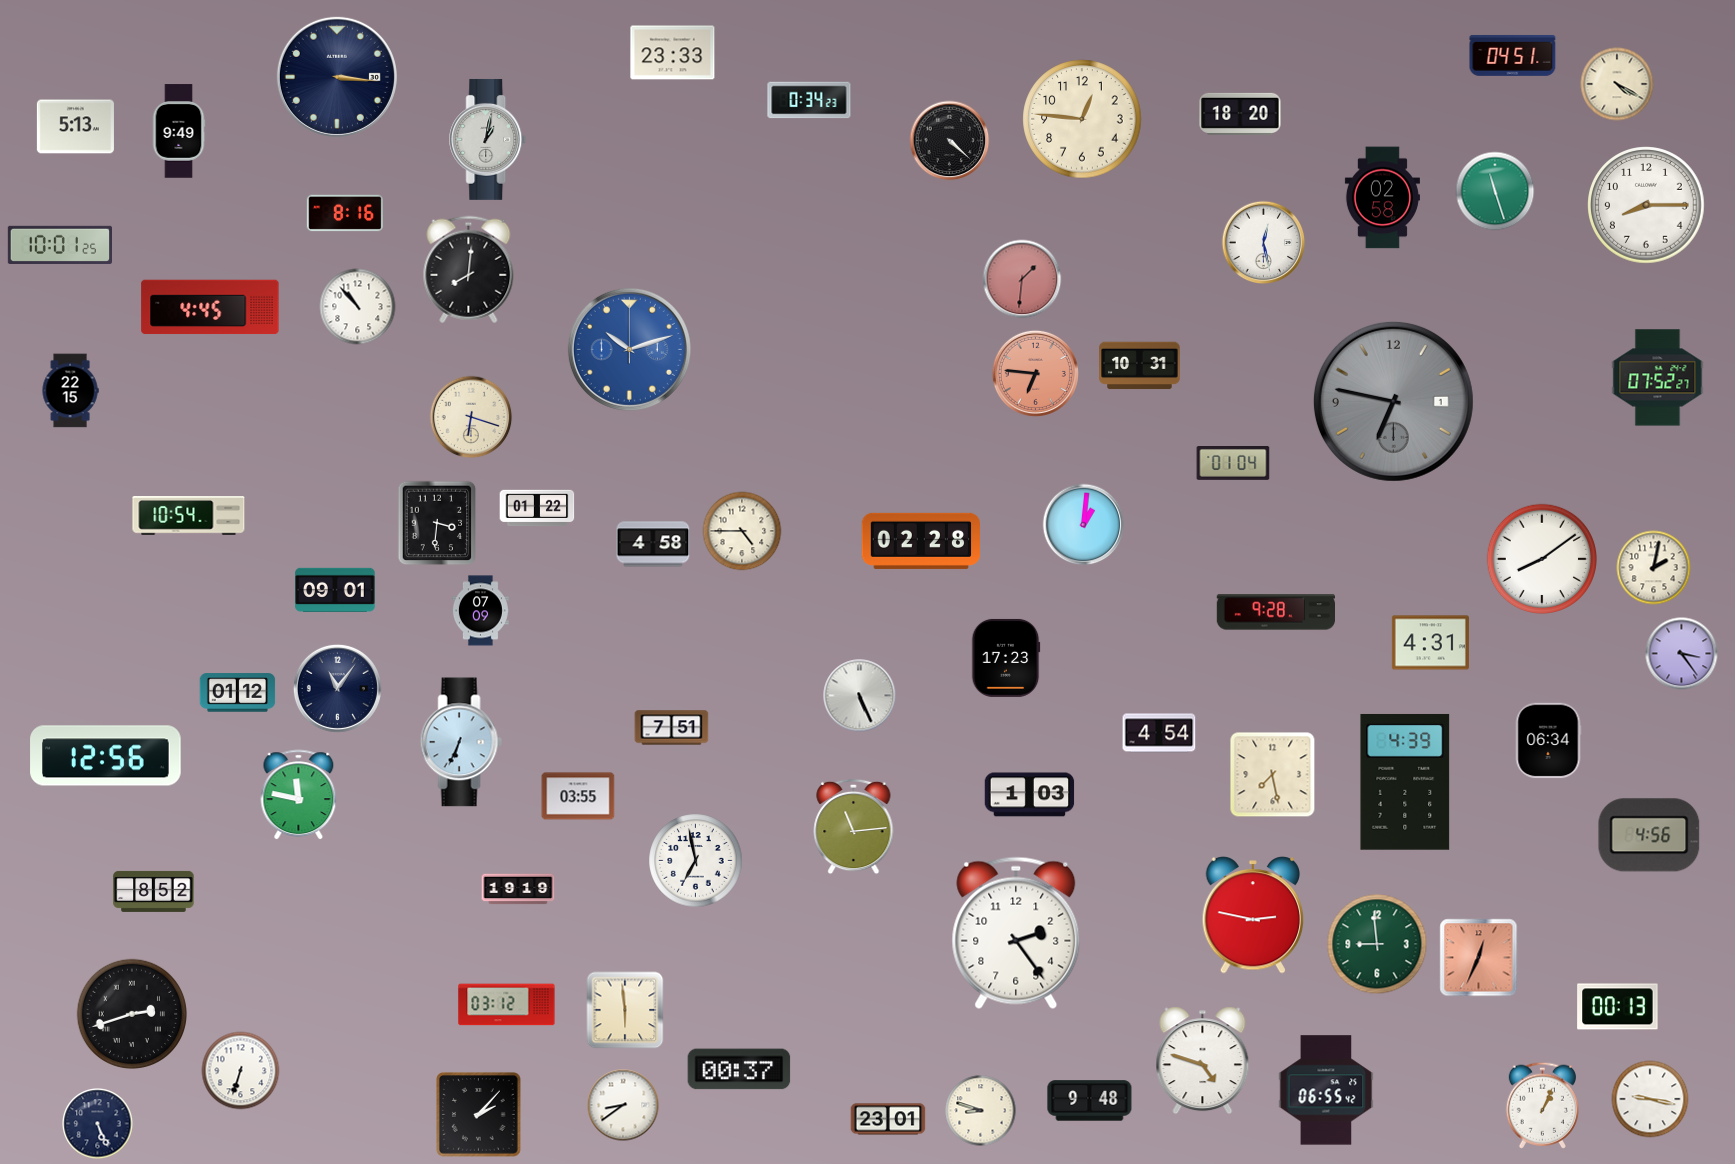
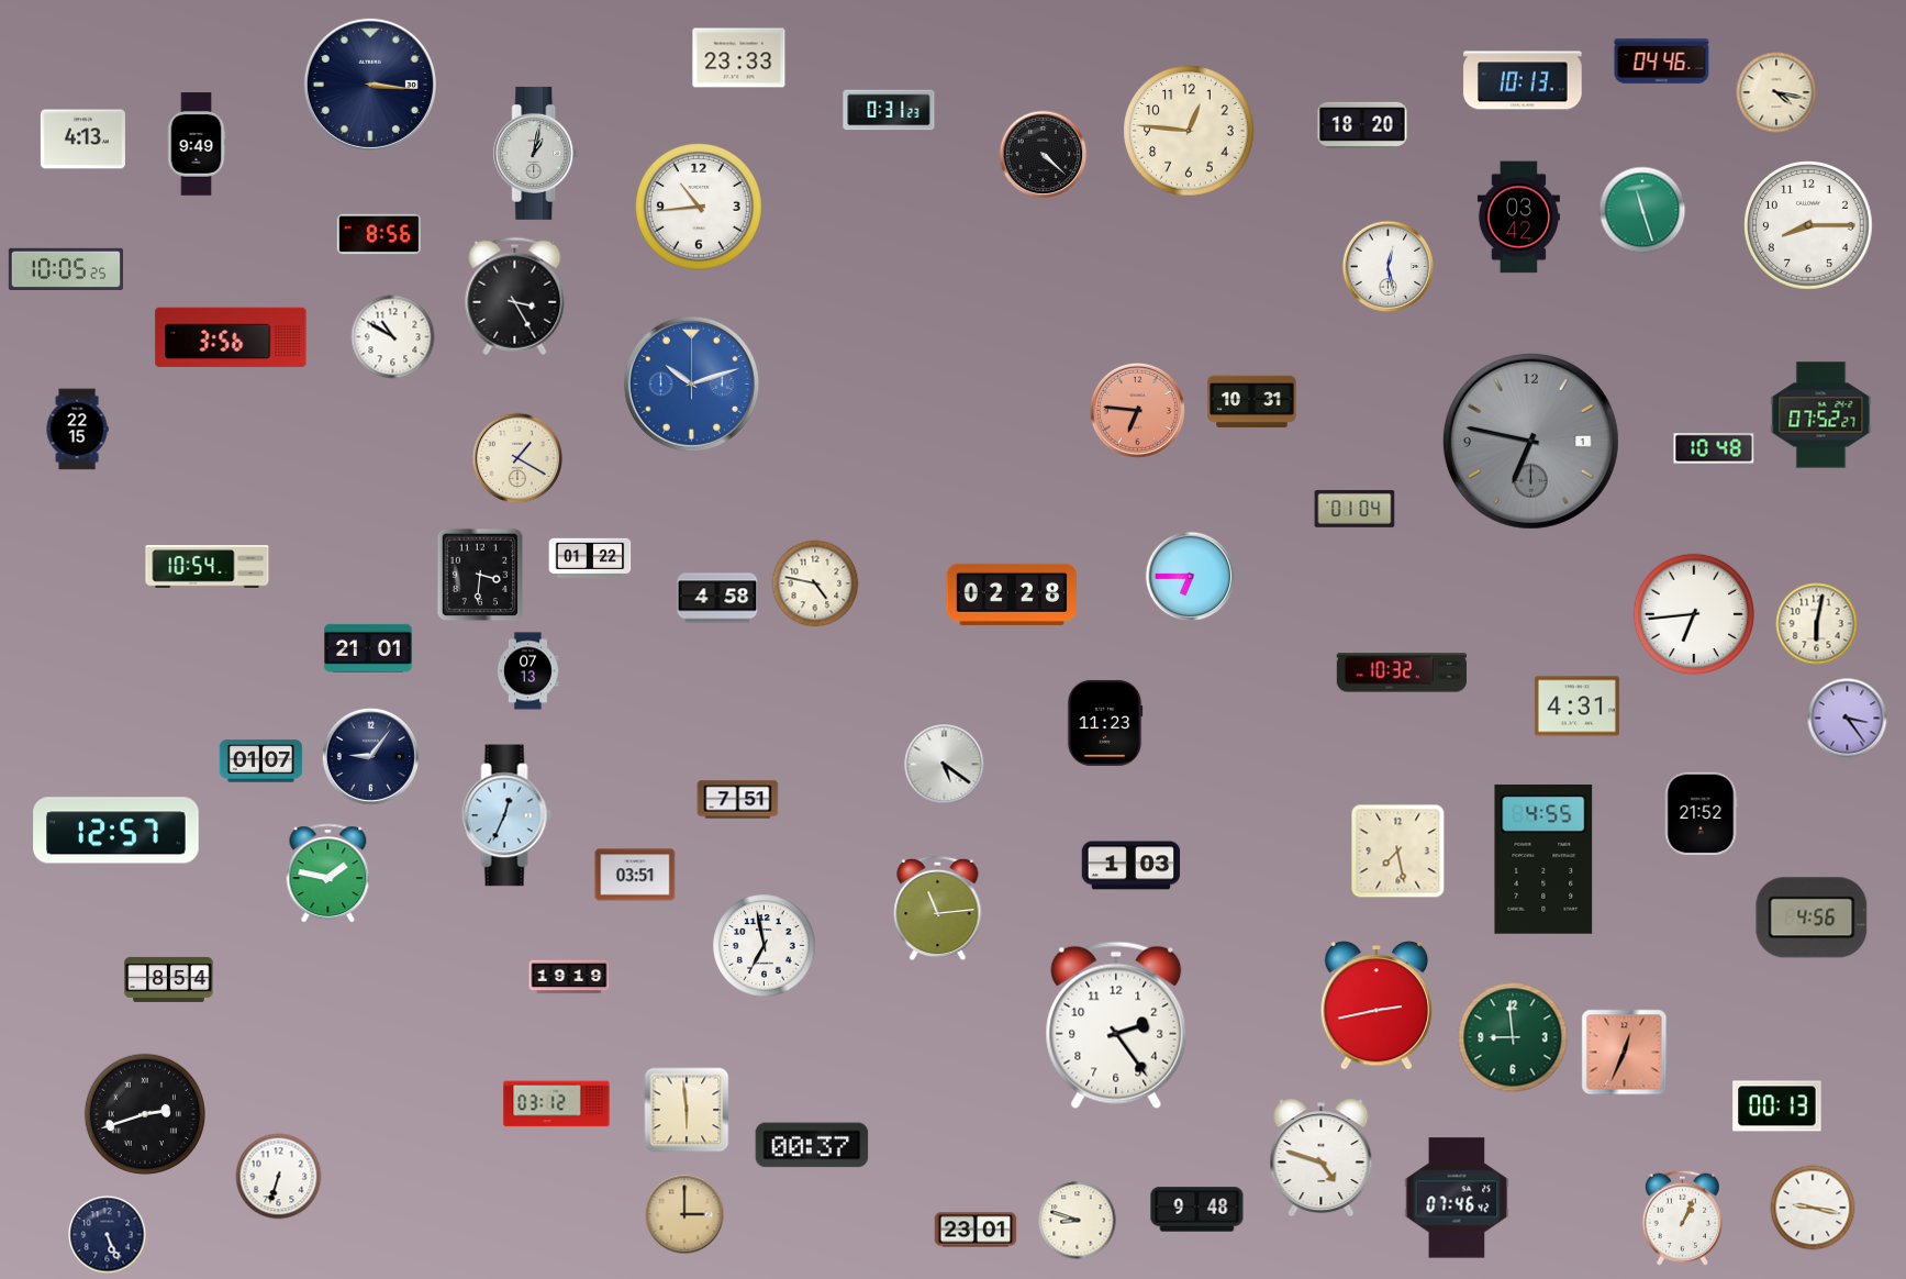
clock at (1513, 55): 04:51 -> 04:46
clock at (1523, 80): none -> 10:13
clock at (1617, 84): 4:20 -> 4:17
clock at (809, 100): 0:34 -> 0:31
clock at (75, 127): 5:13 -> 4:13
clock at (699, 207): none -> 10:44
clock at (1382, 198): 02:58 -> 03:42
clock at (344, 213): 8:16 -> 8:56
clock at (59, 245): 10:01 -> 10:05
clock at (469, 270): 8:01 -> 3:25
clock at (1022, 279): 1:31 -> none
clock at (210, 307): 4:45 -> 3:56
clock at (358, 307): 10:53 -> 10:50
clock at (1714, 448): none -> 10:48
clock at (471, 417): 6:18 -> 1:20
clock at (1084, 525): 1:01 -> 6:45
clock at (742, 531): 4:45 -> 4:47
clock at (1541, 558): 8:09 -> 6:44
clock at (1654, 568): 2:02 -> 6:02
clock at (335, 590): 09:01 -> 21:01
clock at (480, 611): 07:09 -> 07:13
clock at (1275, 612): 9:28 -> 10:32
clock at (1430, 643) position: (1430, 643) -> (1576, 707)
clock at (1006, 658): 17:23 -> 11:23
clock at (337, 688): 11:06 -> 9:06
clock at (238, 693): 01:12 -> 01:07
clock at (860, 696): 5:26 -> 5:21
clock at (1159, 733): 4:54 -> none
clock at (1548, 741): 06:34 -> 21:52
clock at (461, 742): 6:34 -> 12:34
clock at (106, 756): 12:56 -> 12:57
clock at (1405, 782): 4:39 -> 4:55
clock at (299, 795): 11:47 -> 1:47
clock at (1030, 795) position: (1030, 795) -> (1132, 866)
clock at (578, 796): 03:55 -> 03:51
clock at (154, 891): 8:52 -> 8:54
clock at (1253, 915): 2:47 -> 2:43
clock at (1203, 1061) position: (1203, 1061) -> (1322, 1158)
clock at (739, 1069) position: (739, 1069) -> (812, 1145)
clock at (241, 1071) position: (241, 1071) -> (279, 1177)
clock at (1326, 1090): 06:55 -> 07:46
clock at (623, 1105): 8:39 -> 3:00
clock at (623, 1105) dial: white -> champagne
clock at (1542, 1105) position: (1542, 1105) -> (1682, 1217)
clock at (479, 1115): 2:07 -> none
